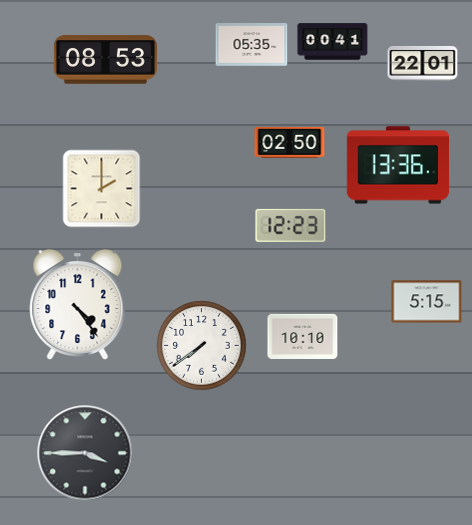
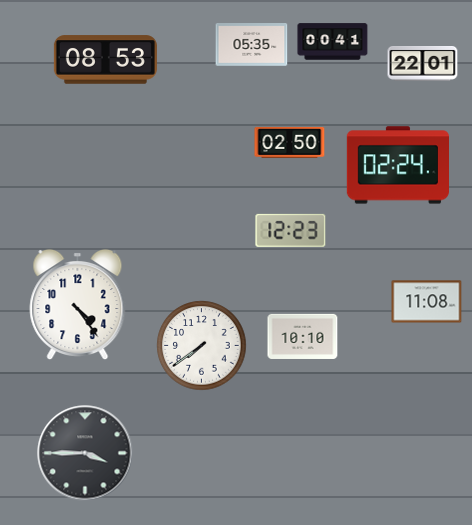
clock at (397, 165): 13:36 -> 02:24
clock at (102, 189): 2:00 -> none
clock at (291, 225) position: (291, 225) -> (291, 230)
clock at (427, 302): 5:15 -> 11:08
